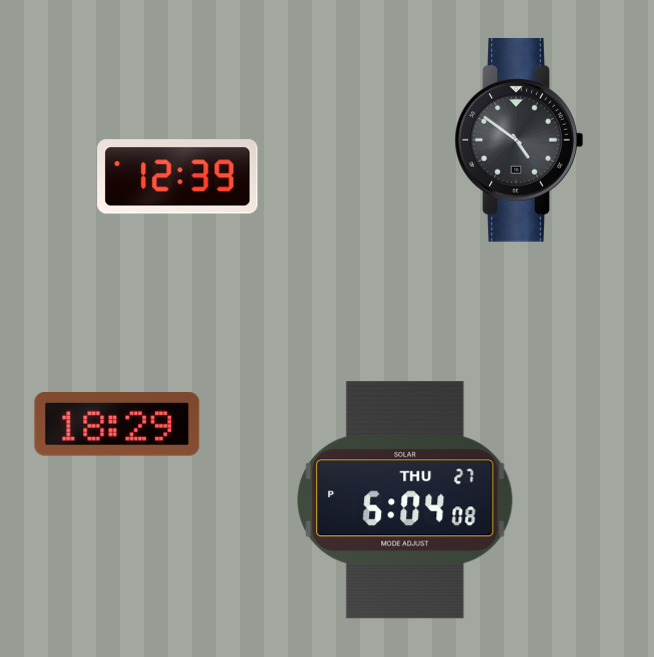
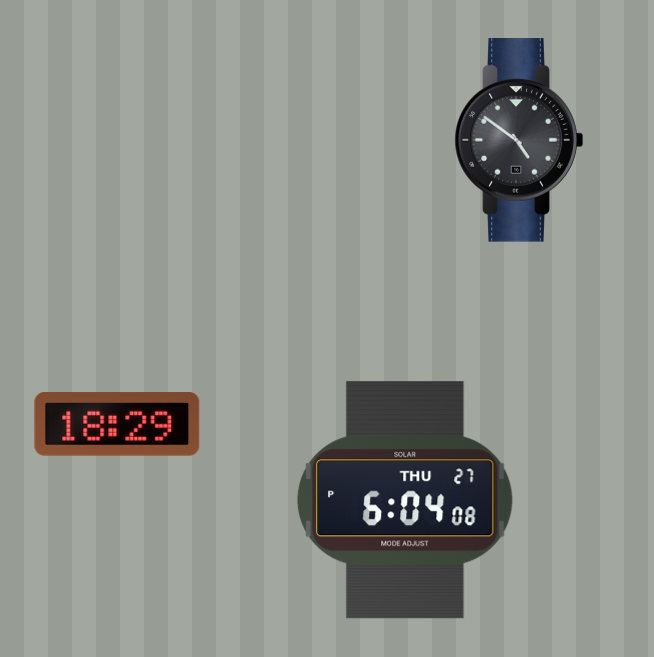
clock at (178, 177): 12:39 -> none
